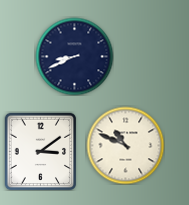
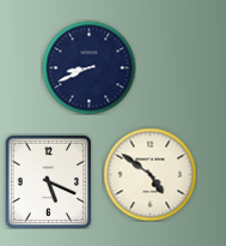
clock at (125, 145): 10:49 -> 4:51
clock at (41, 151): 3:09 -> 5:19
